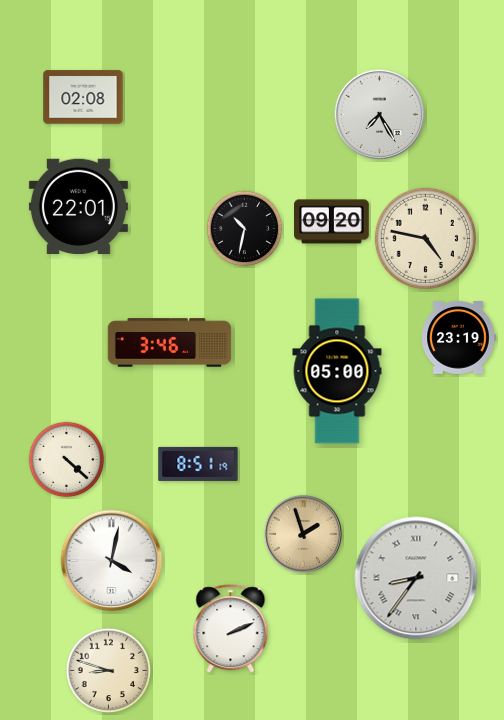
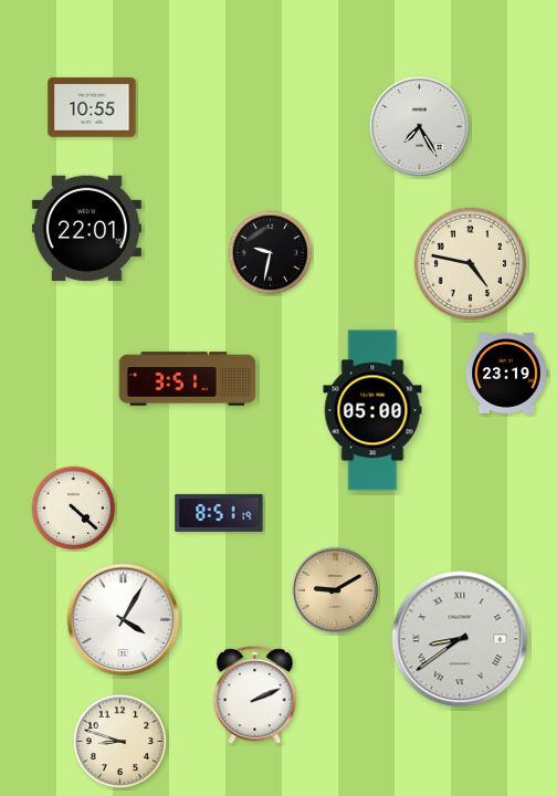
clock at (83, 97): 02:08 -> 10:55
clock at (332, 222): 09:20 -> none
clock at (245, 229): 10:32 -> 9:32
clock at (170, 343): 3:46 -> 3:51
clock at (303, 534): 1:57 -> 9:10
clock at (112, 561): 4:02 -> 4:05
clock at (416, 578): 8:36 -> 8:39
